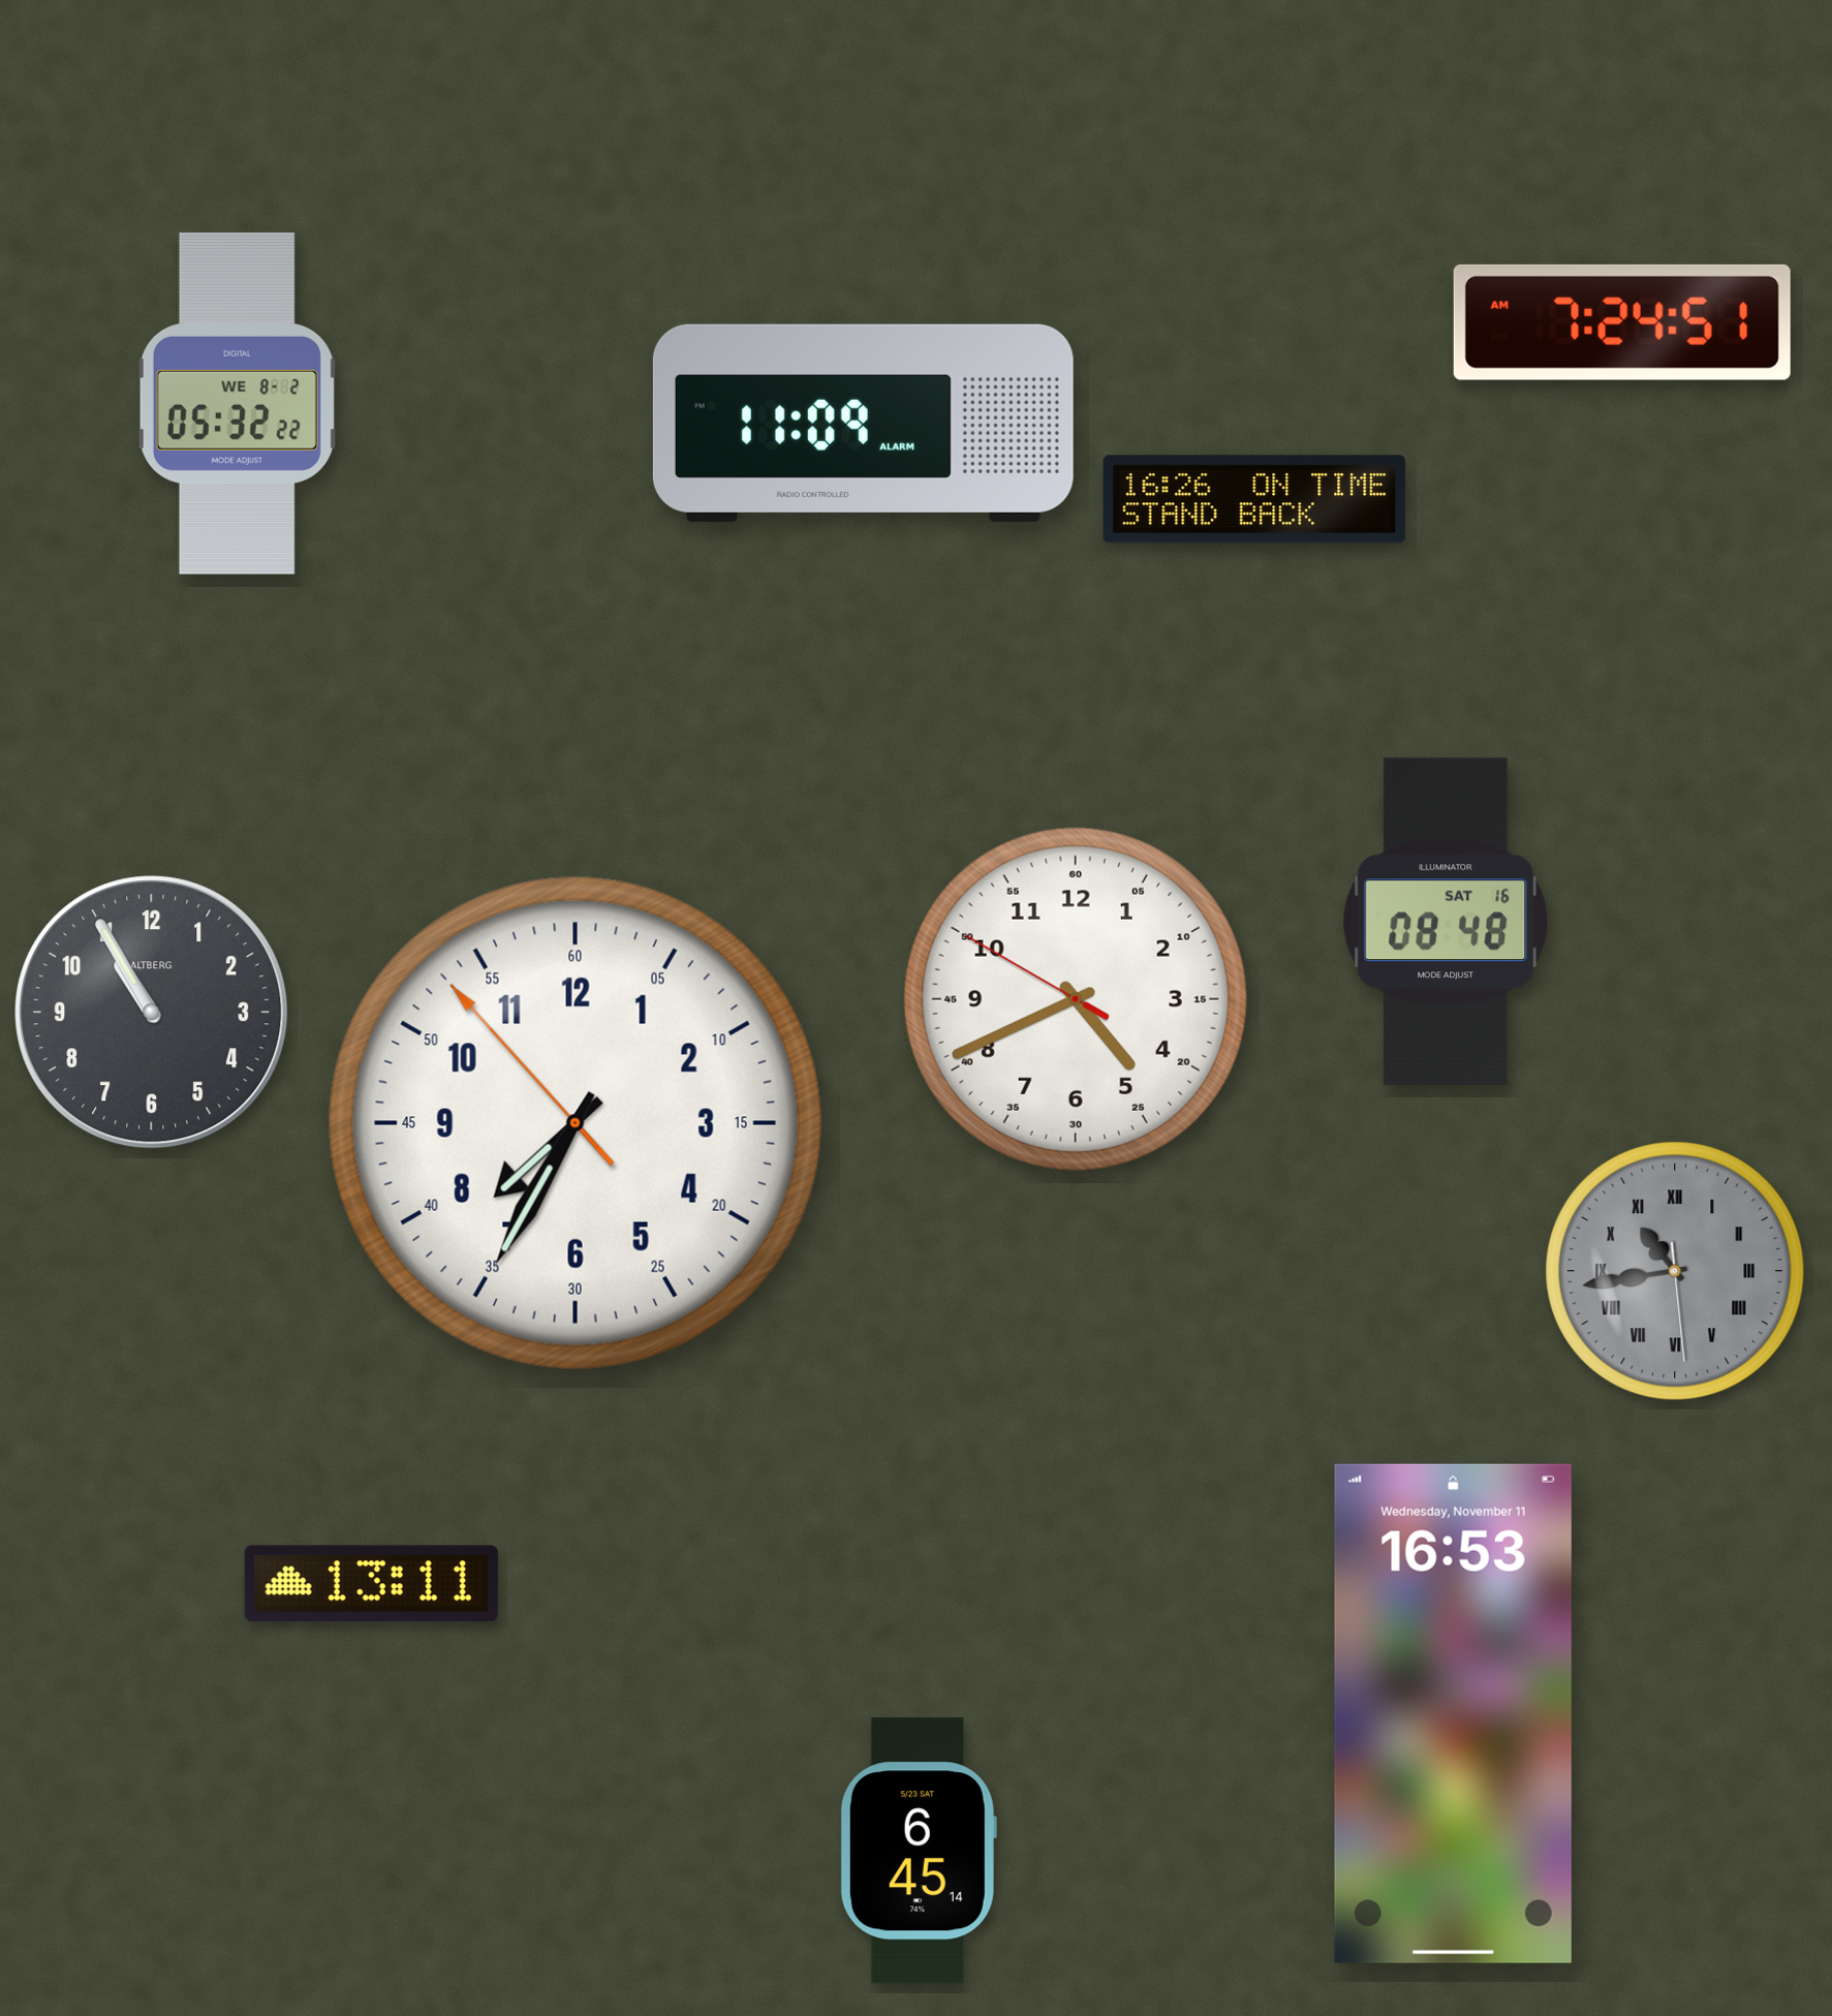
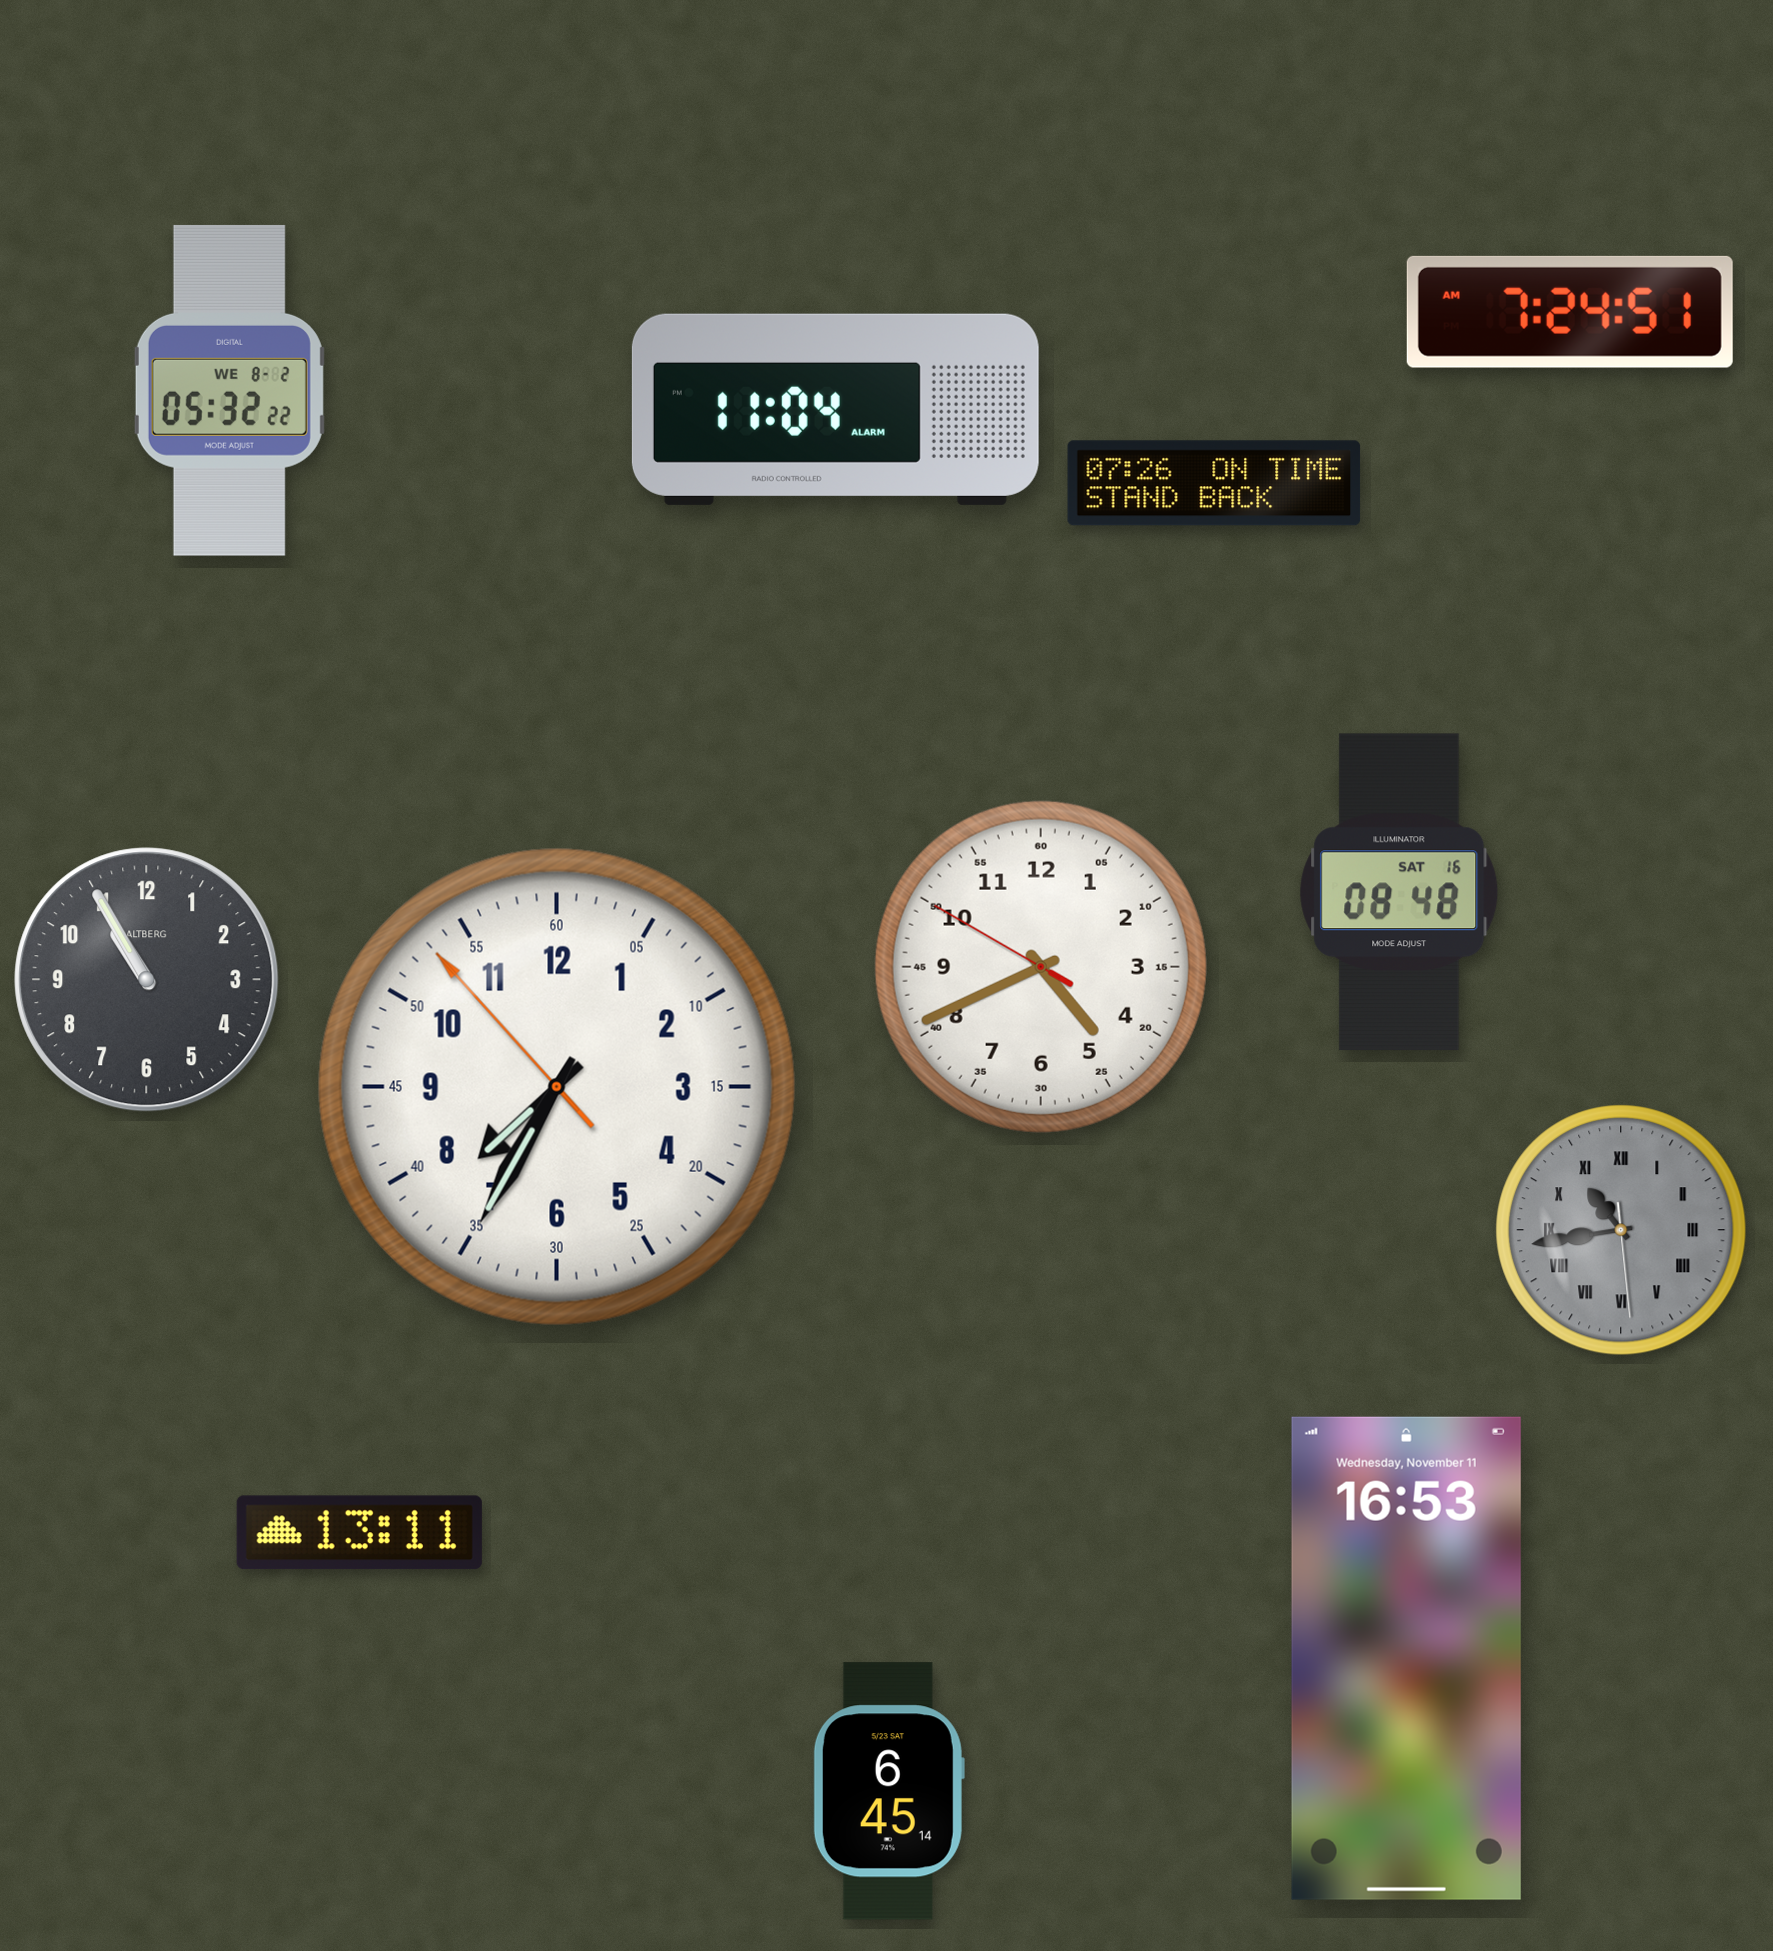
clock at (863, 423): 11:09 -> 11:04
clock at (1254, 499): 16:26 -> 07:26
